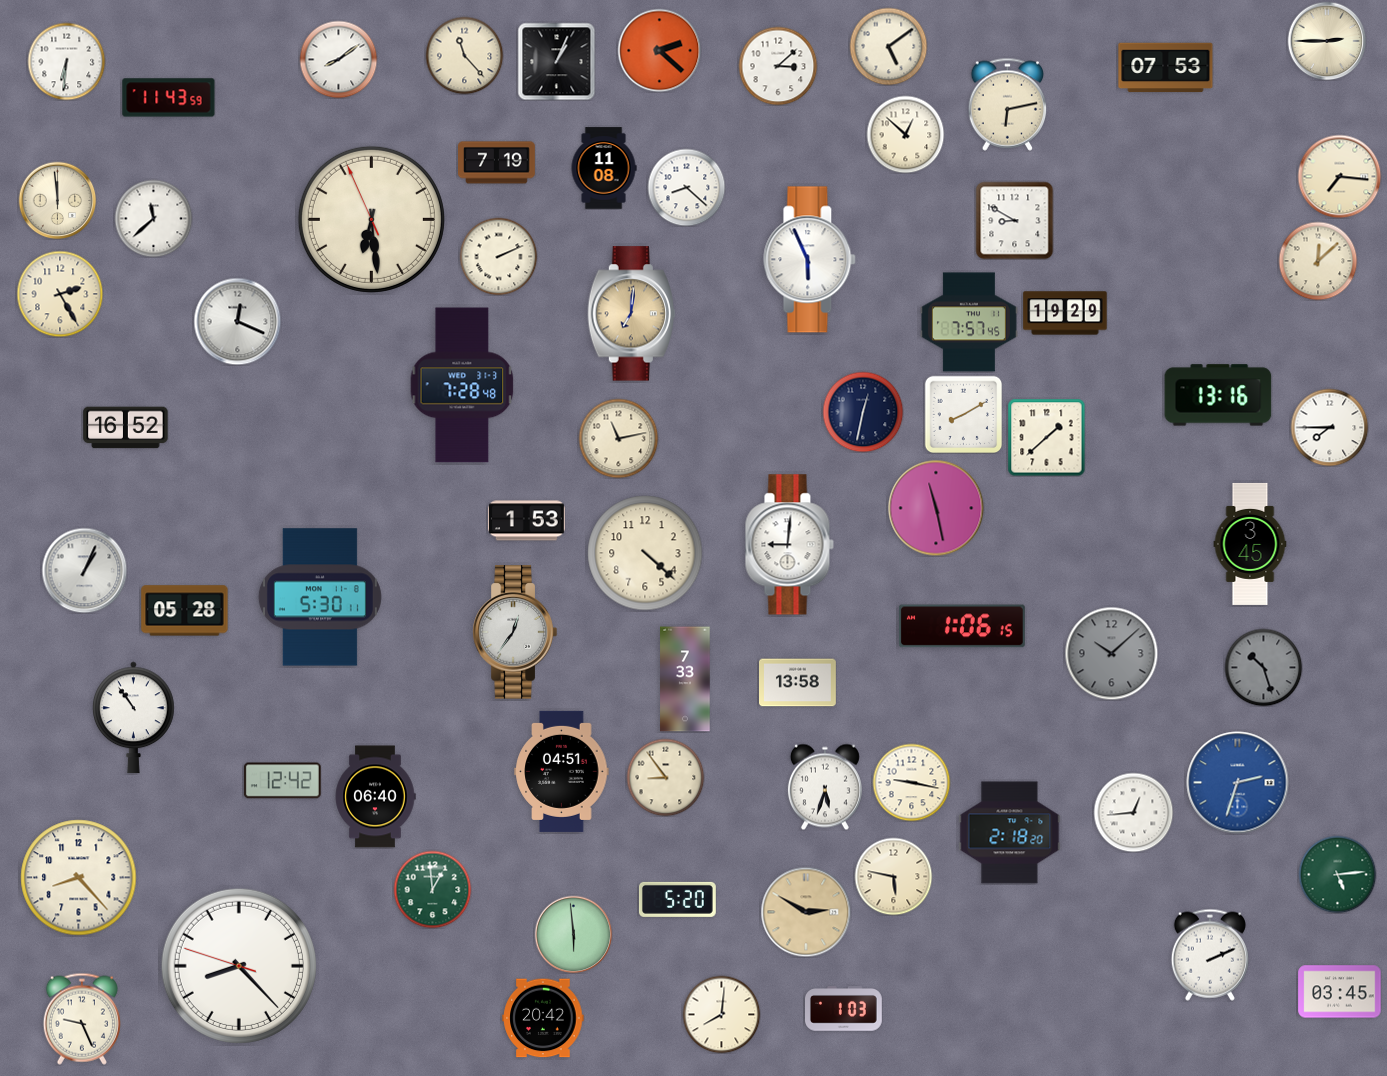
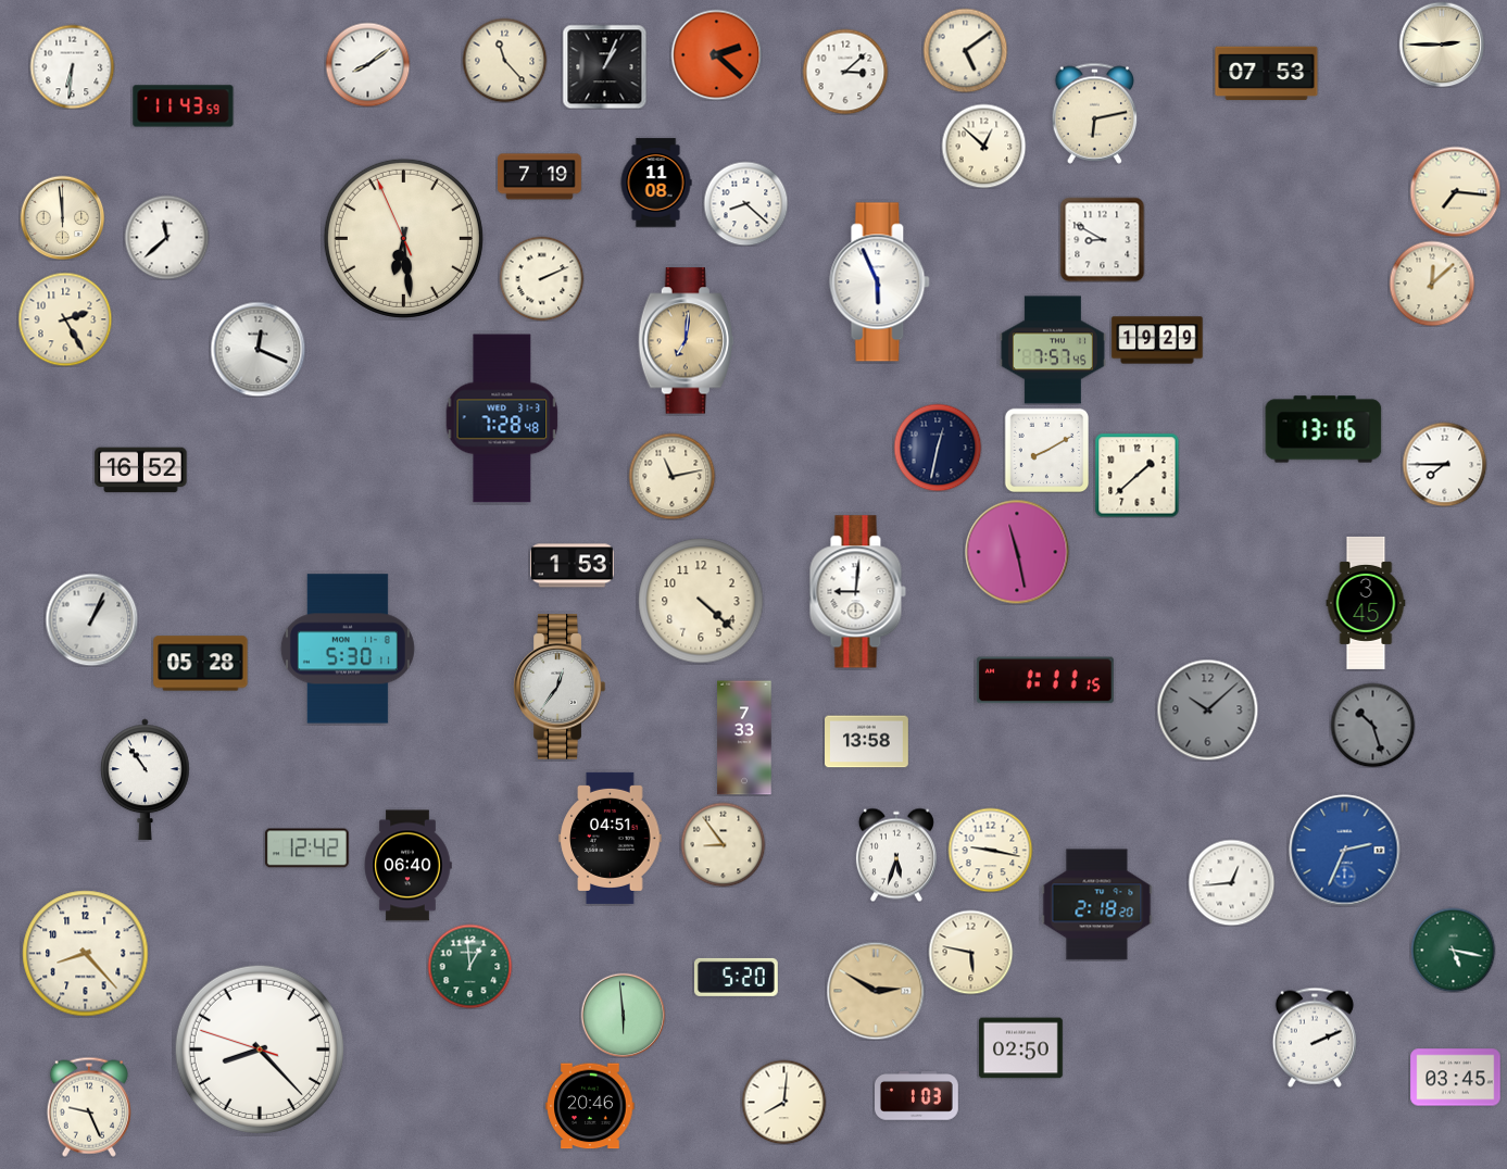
clock at (126, 428) position: (126, 428) -> (141, 470)
clock at (1250, 544) position: (1250, 544) -> (1366, 603)
clock at (962, 626): 1:06 -> 1:11
clock at (1238, 783): 2:33 -> 2:34
clock at (1337, 874): 5:14 -> 5:17
clock at (1021, 1048): none -> 02:50
clock at (543, 1018): 20:42 -> 20:46
